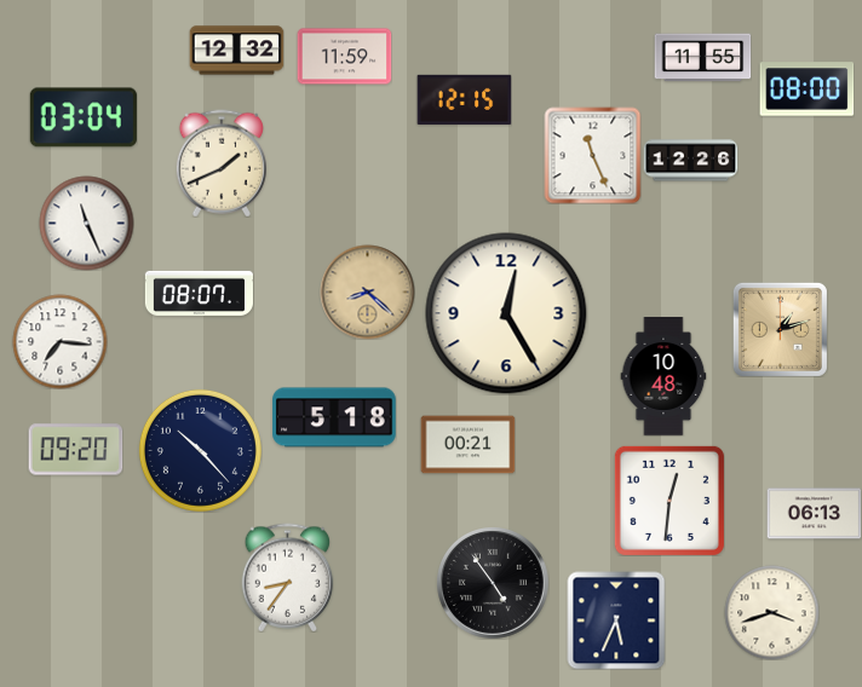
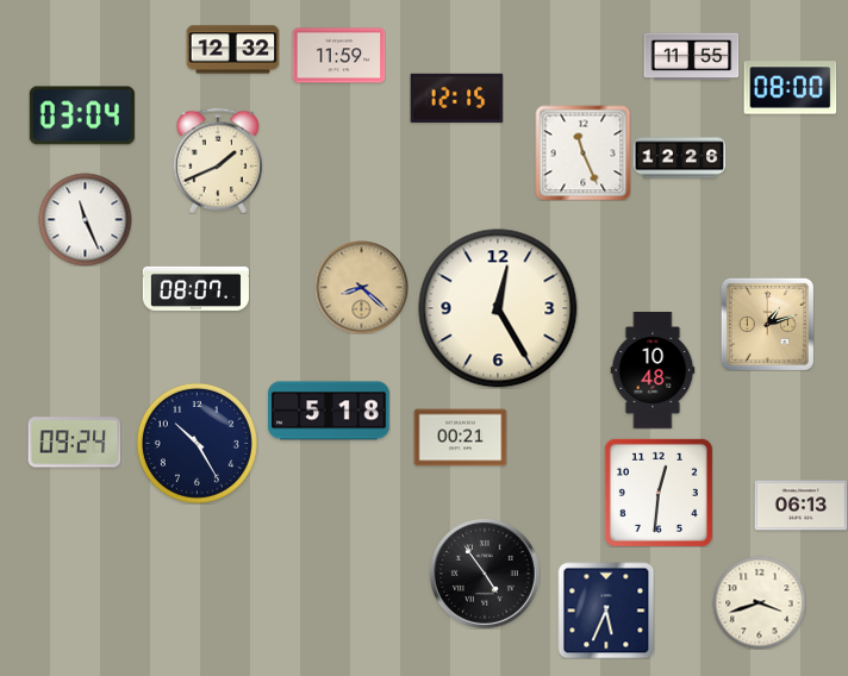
clock at (806, 90) position: (806, 90) -> (790, 88)
clock at (59, 341): 7:16 -> none
clock at (75, 450): 09:20 -> 09:24
clock at (200, 450): 10:23 -> 10:25
clock at (288, 577): 8:36 -> none
